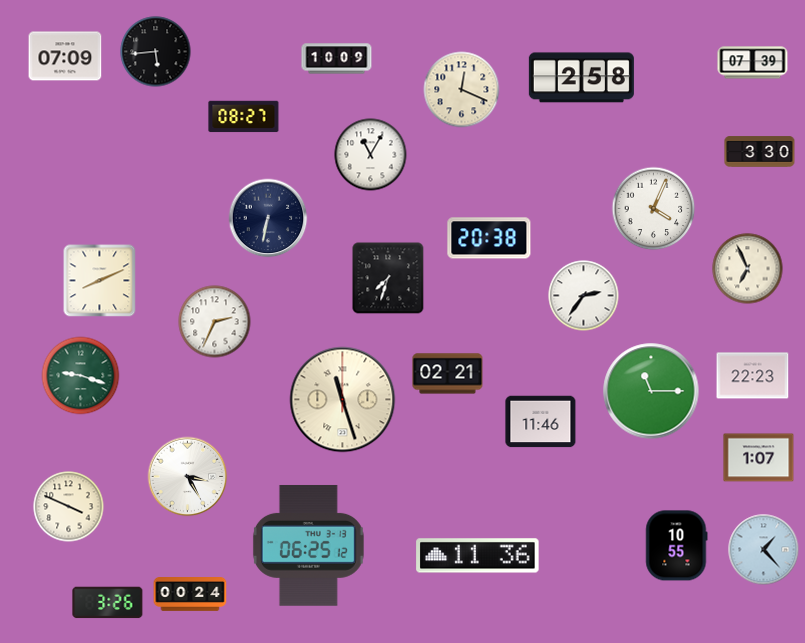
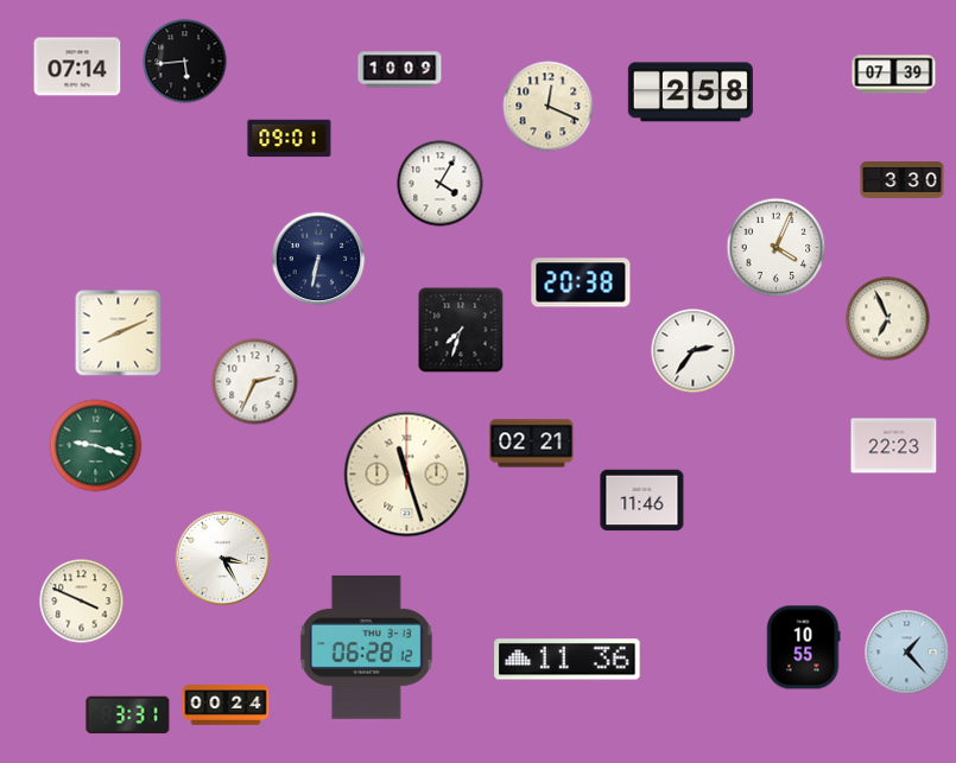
clock at (65, 56): 07:09 -> 07:14
clock at (244, 117): 08:27 -> 09:01
clock at (371, 155): 11:05 -> 4:05
clock at (651, 391): 11:15 -> none
clock at (759, 458): 1:07 -> none
clock at (188, 477) position: (188, 477) -> (223, 559)
clock at (308, 545): 06:25 -> 06:28
clock at (108, 603): 3:26 -> 3:31
